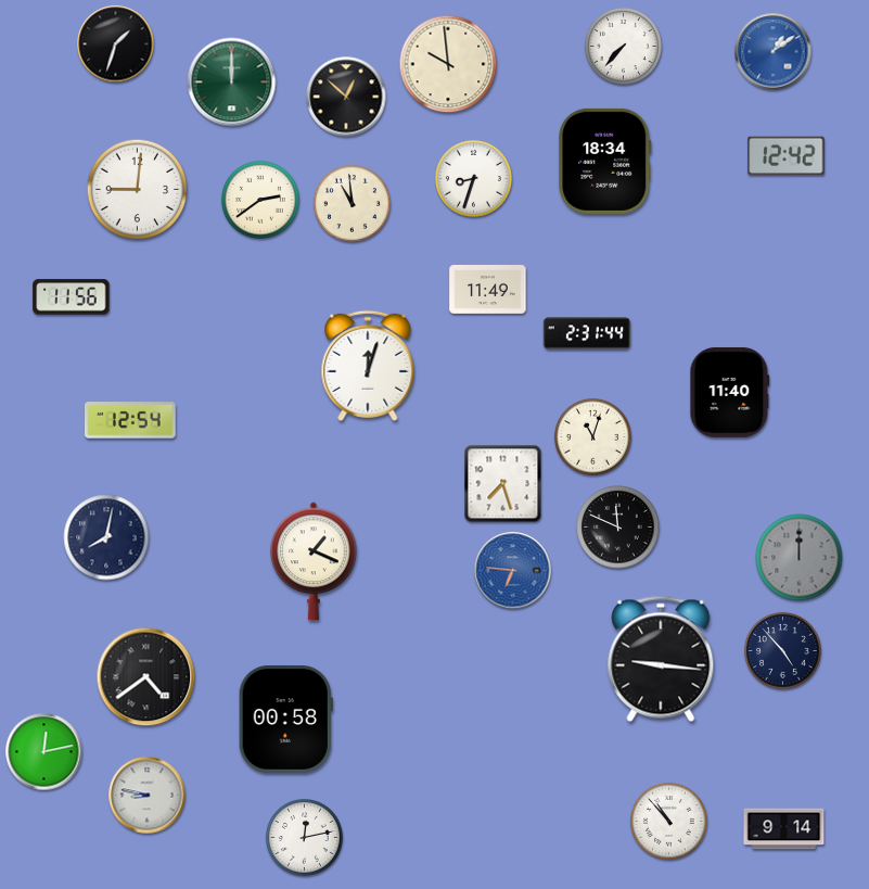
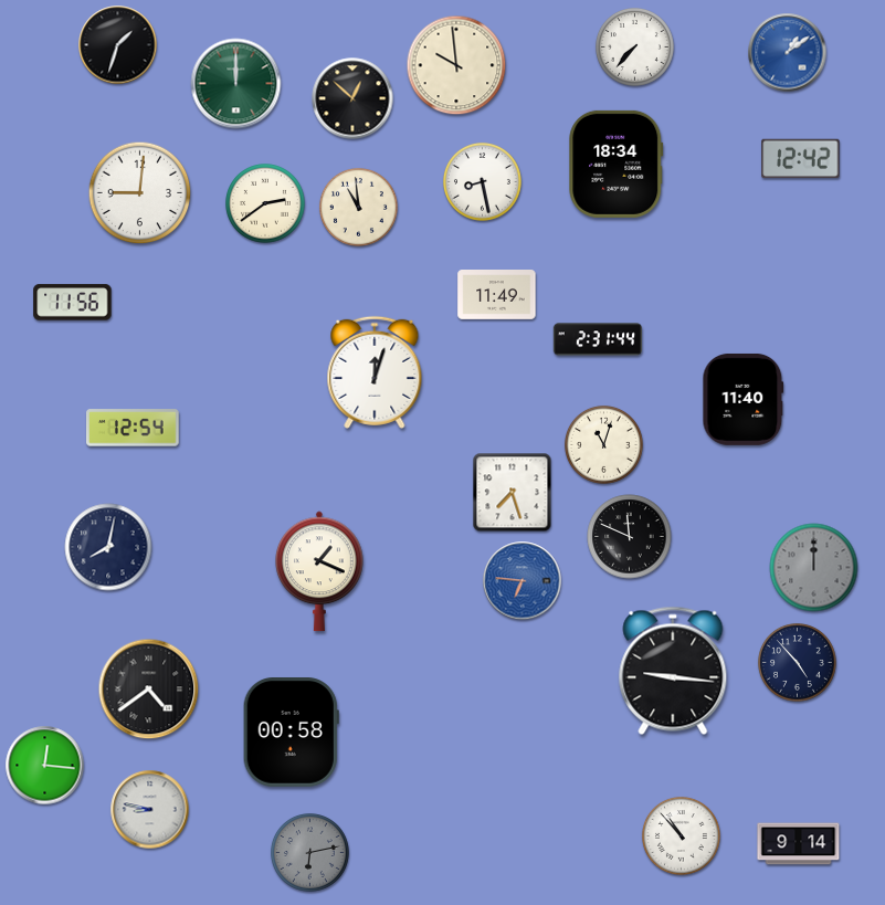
clock at (473, 178): 8:33 -> 8:28
clock at (44, 752): 12:13 -> 12:16
clock at (304, 837): 12:13 -> 6:13
clock at (304, 837) dial: white -> grey
